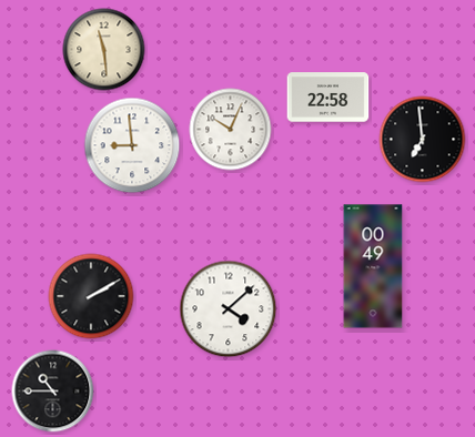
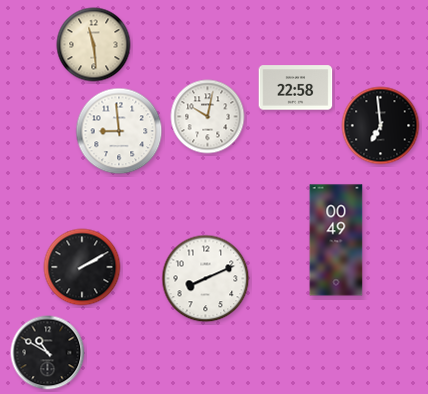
clock at (231, 130): 10:04 -> 10:02
clock at (229, 309): 4:08 -> 8:11
clock at (53, 392): 10:45 -> 10:50
